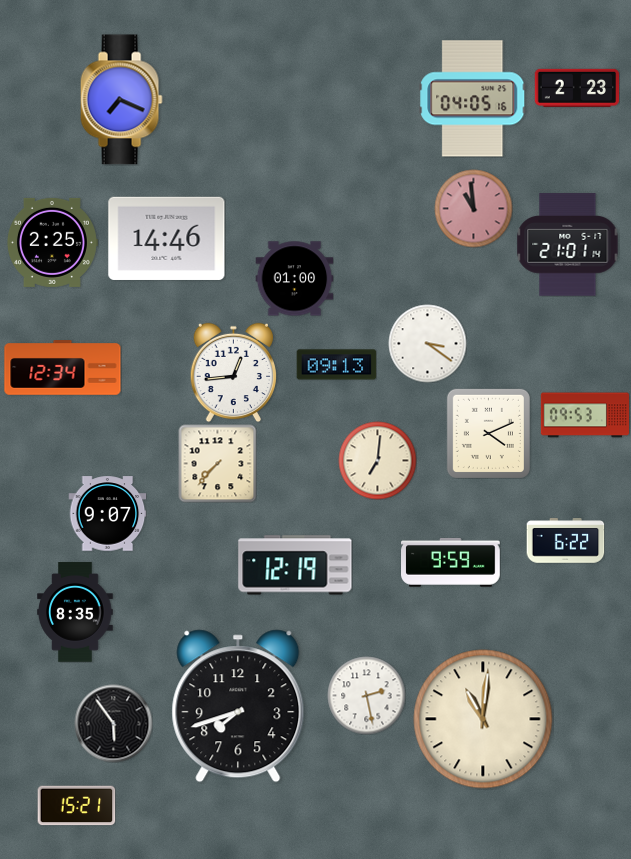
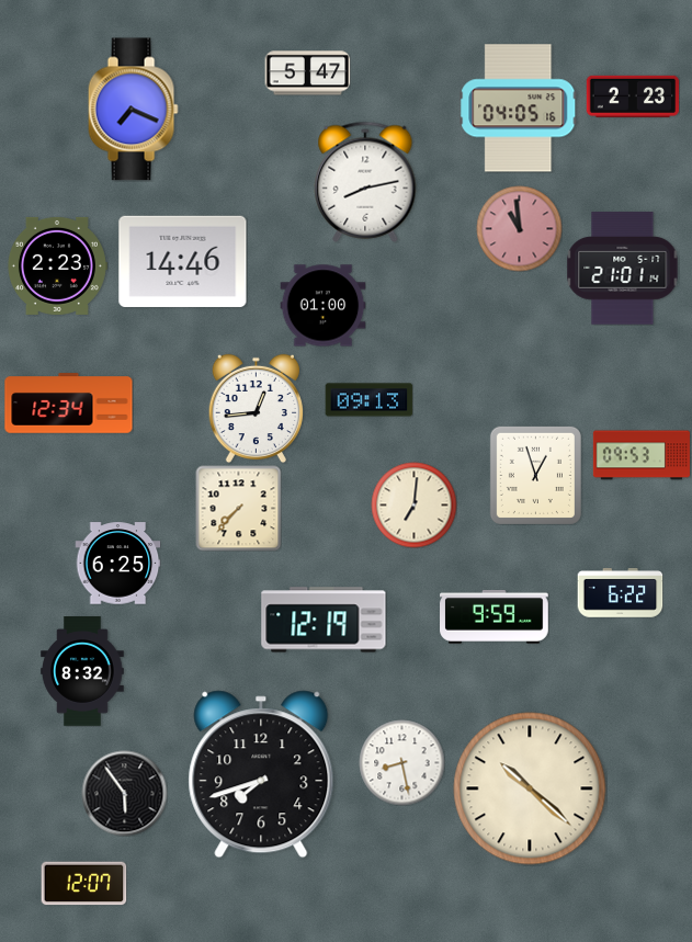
clock at (307, 73): none -> 5:47
clock at (365, 182): none -> 8:13
clock at (52, 242): 2:25 -> 2:23
clock at (427, 343): 3:21 -> none
clock at (488, 433): 4:11 -> 12:57
clock at (107, 514): 9:07 -> 6:25
clock at (75, 612): 8:35 -> 8:32
clock at (366, 695): 2:28 -> 8:28
clock at (483, 719): 11:01 -> 10:22
clock at (76, 806): 15:21 -> 12:07
